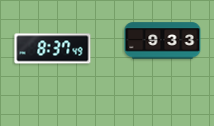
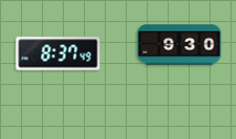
clock at (163, 41): 9:33 -> 9:30
